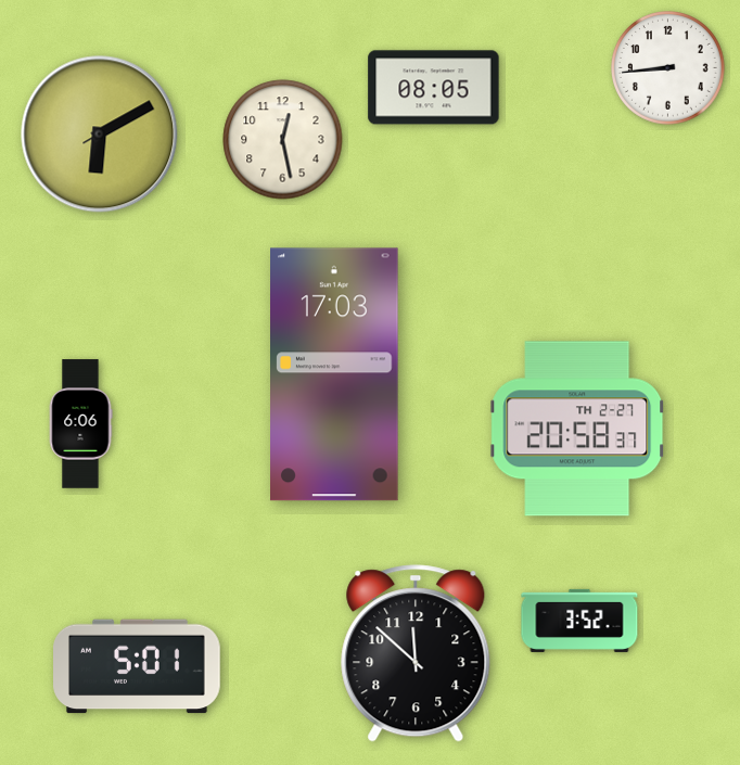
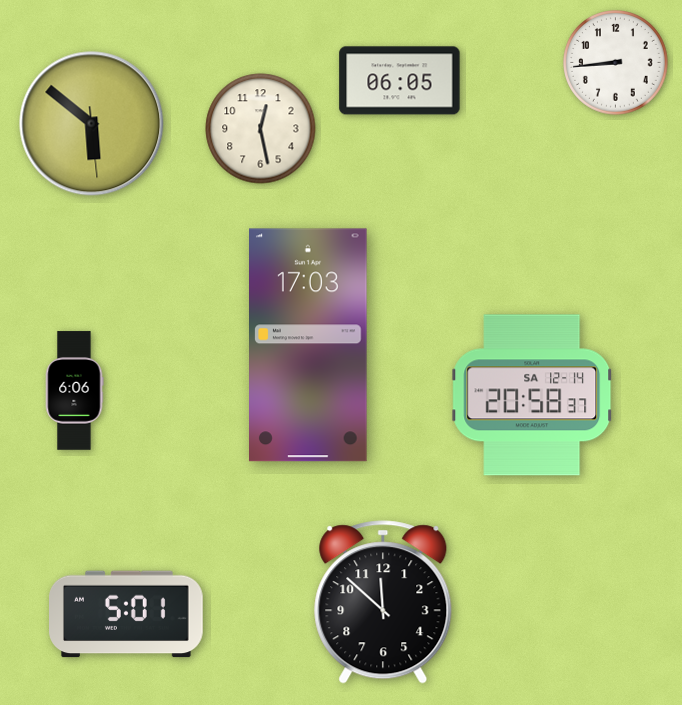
clock at (434, 88): 08:05 -> 06:05
clock at (100, 135): 6:10 -> 5:51
clock at (577, 429) date: TH 2-27 -> SA 12-14
clock at (579, 621): 3:52 -> none
